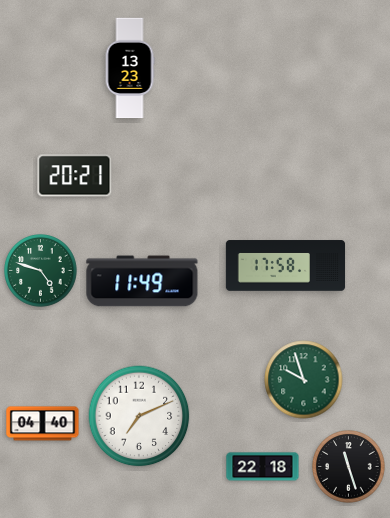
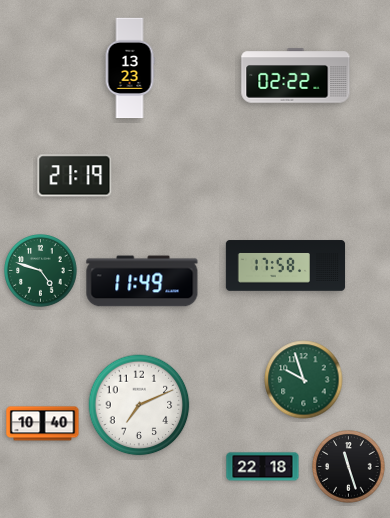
clock at (296, 76): none -> 02:22
clock at (75, 176): 20:21 -> 21:19
clock at (139, 416) position: (139, 416) -> (139, 405)
clock at (43, 424): 04:40 -> 10:40
